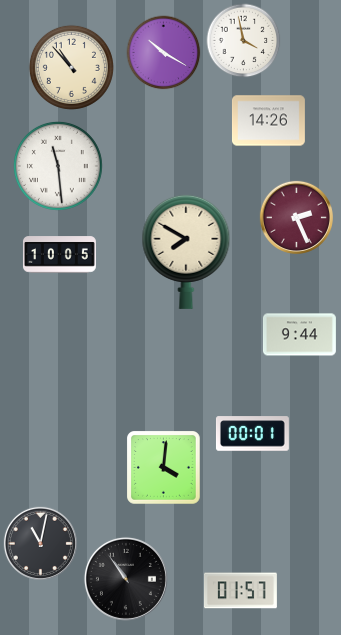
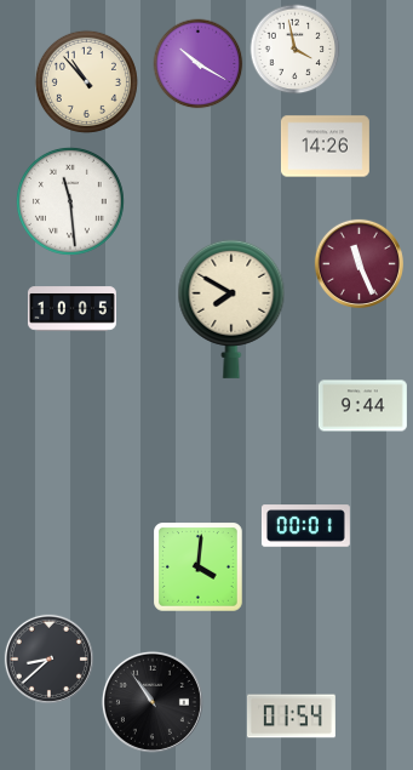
clock at (296, 217): 2:26 -> 11:26
clock at (186, 252) position: (186, 252) -> (231, 309)
clock at (40, 543): 11:02 -> 8:38
clock at (240, 591): 01:57 -> 01:54
